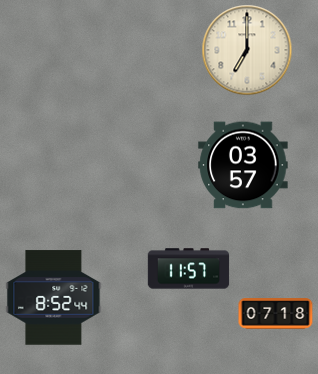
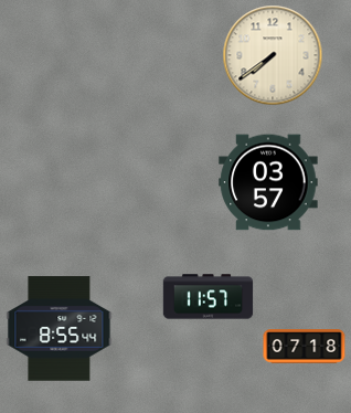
clock at (247, 50): 7:00 -> 7:39
clock at (54, 298): 8:52 -> 8:55
